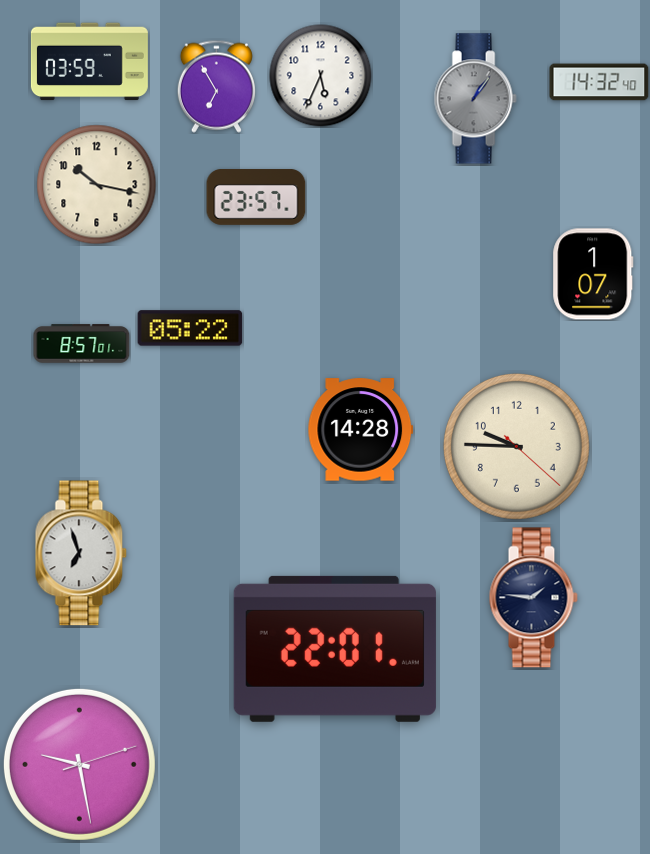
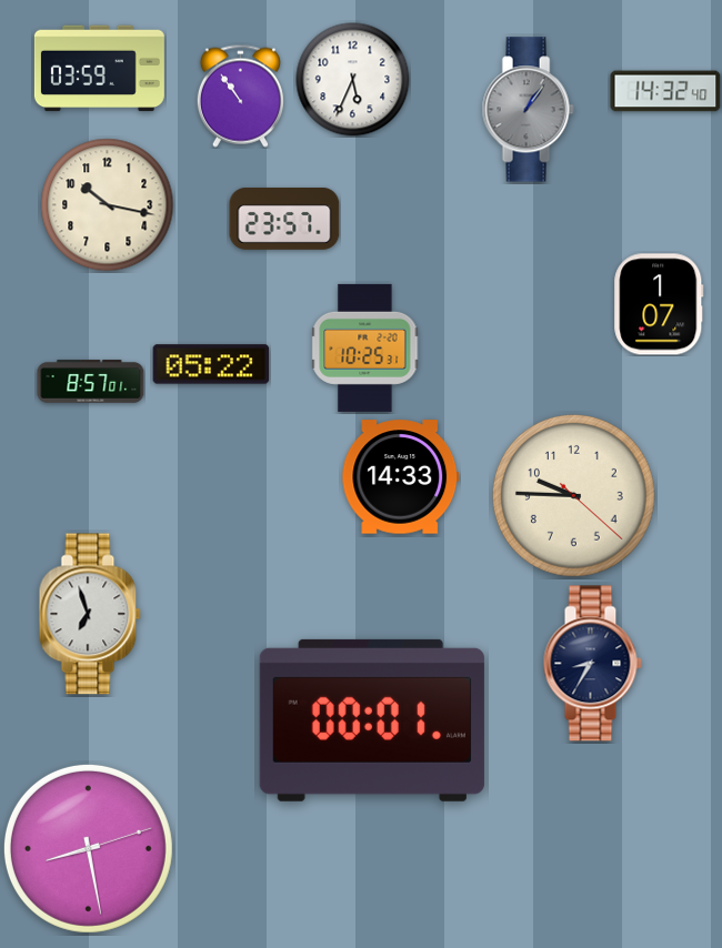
clock at (321, 76) position: (321, 76) -> (353, 80)
clock at (216, 86): 6:55 -> 10:54
clock at (365, 347): none -> 10:25
clock at (361, 430): 14:28 -> 14:33
clock at (533, 598): 1:46 -> 8:35
clock at (335, 649): 22:01 -> 00:01
clock at (79, 764): 9:28 -> 8:28
